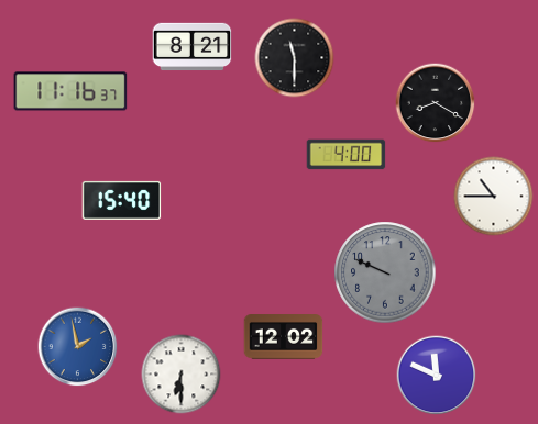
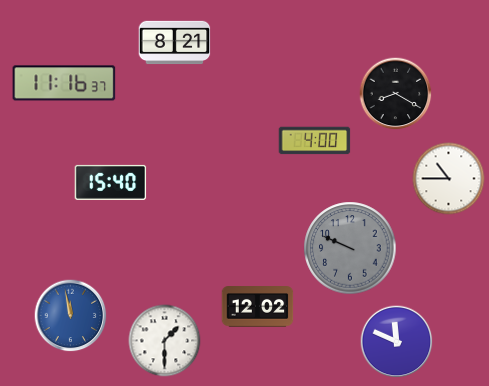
clock at (295, 58): 11:30 -> none
clock at (78, 347): 1:58 -> 11:58
clock at (182, 375): 6:30 -> 1:30
